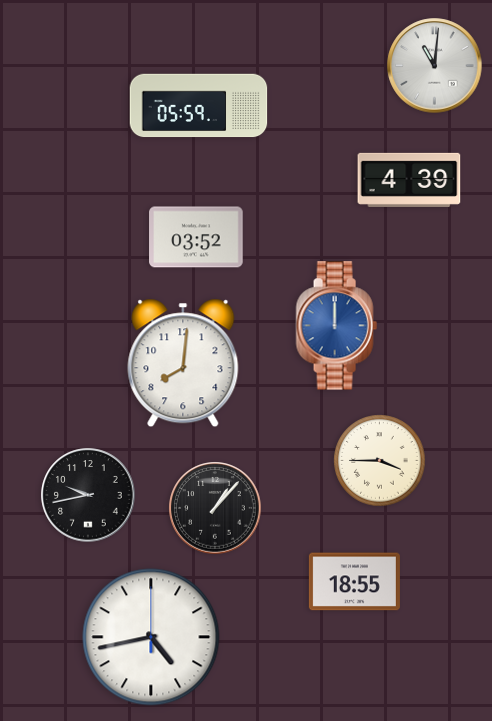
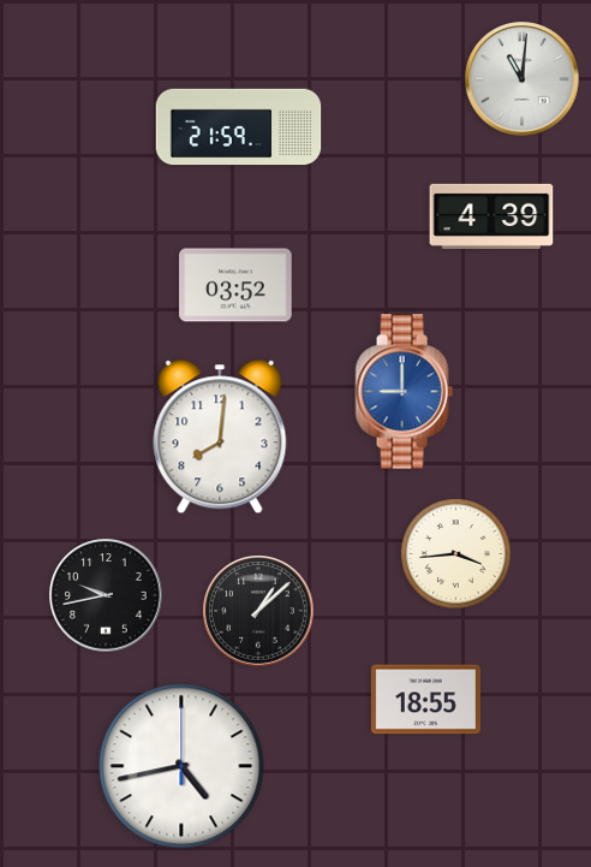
clock at (199, 106): 05:59 -> 21:59
clock at (336, 326): 12:00 -> 9:00
clock at (380, 461): 3:45 -> 3:44
clock at (215, 508): 1:07 -> 1:08
